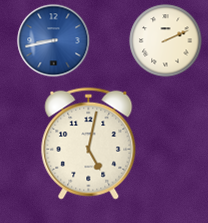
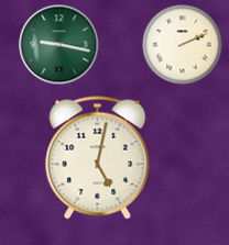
clock at (54, 41): 8:43 -> 9:17
clock at (54, 41) dial: blue -> green
